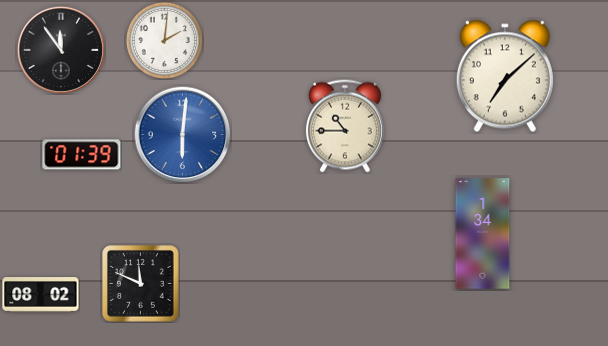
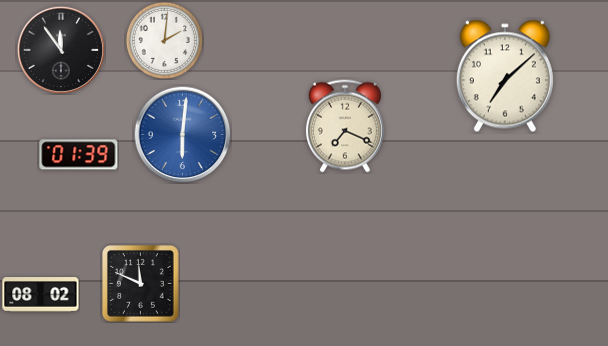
clock at (345, 126): 10:45 -> 7:19
clock at (82, 155) position: (82, 155) -> (79, 155)
clock at (483, 234): 1:34 -> none
